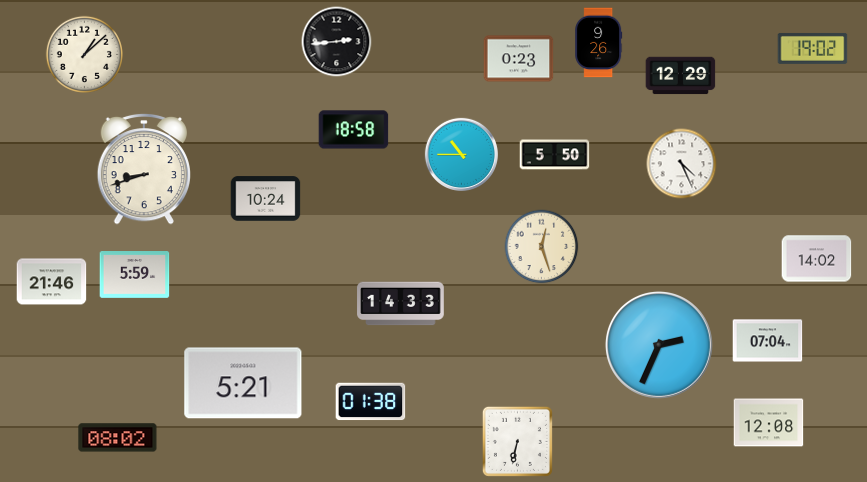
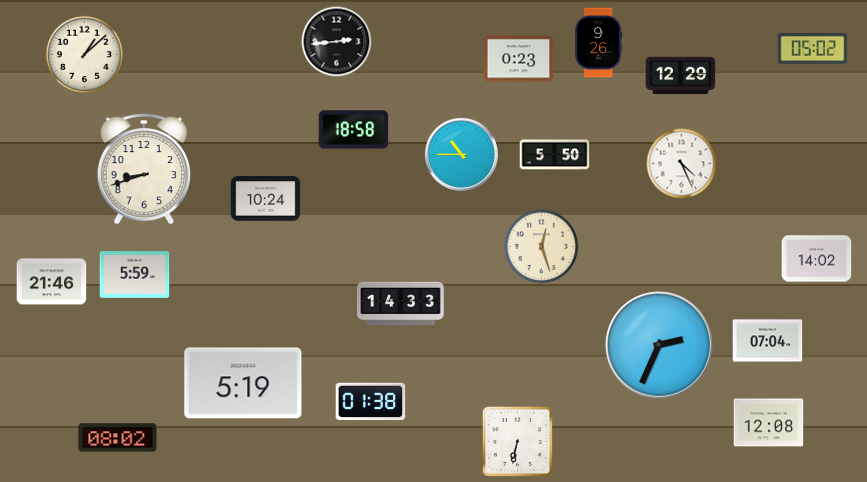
clock at (813, 48): 19:02 -> 05:02
clock at (243, 383): 5:21 -> 5:19
